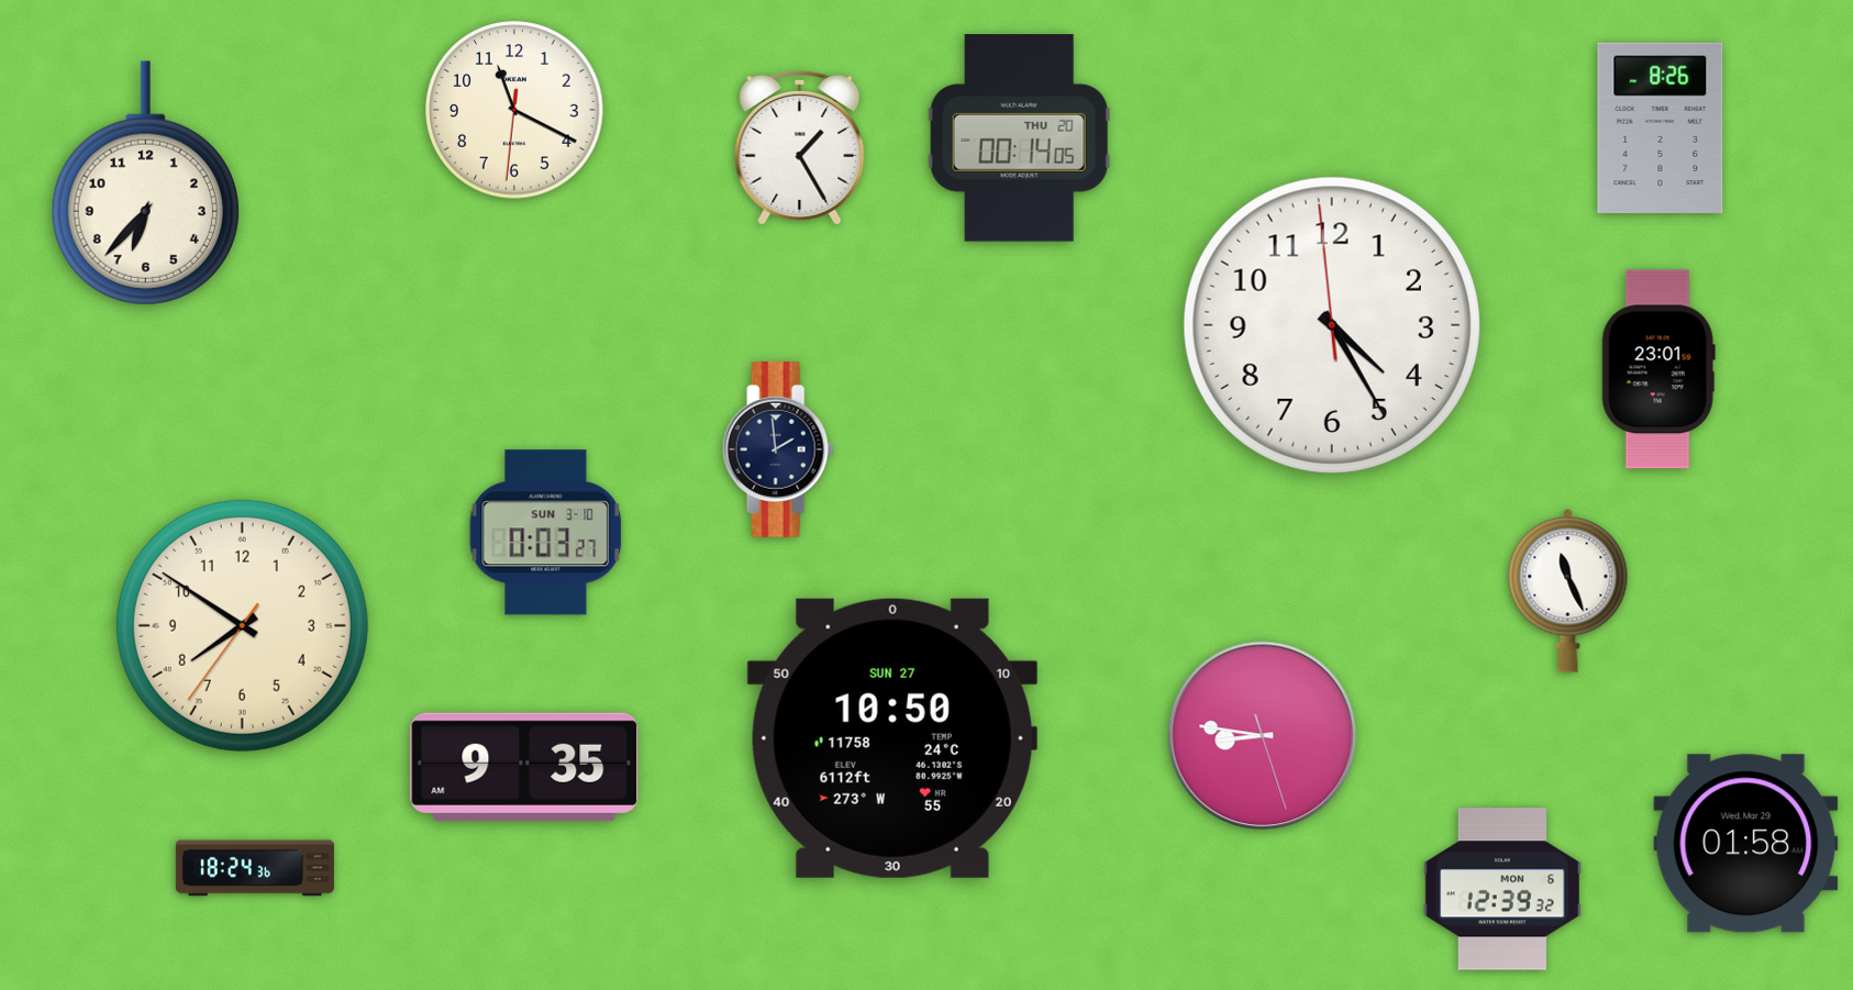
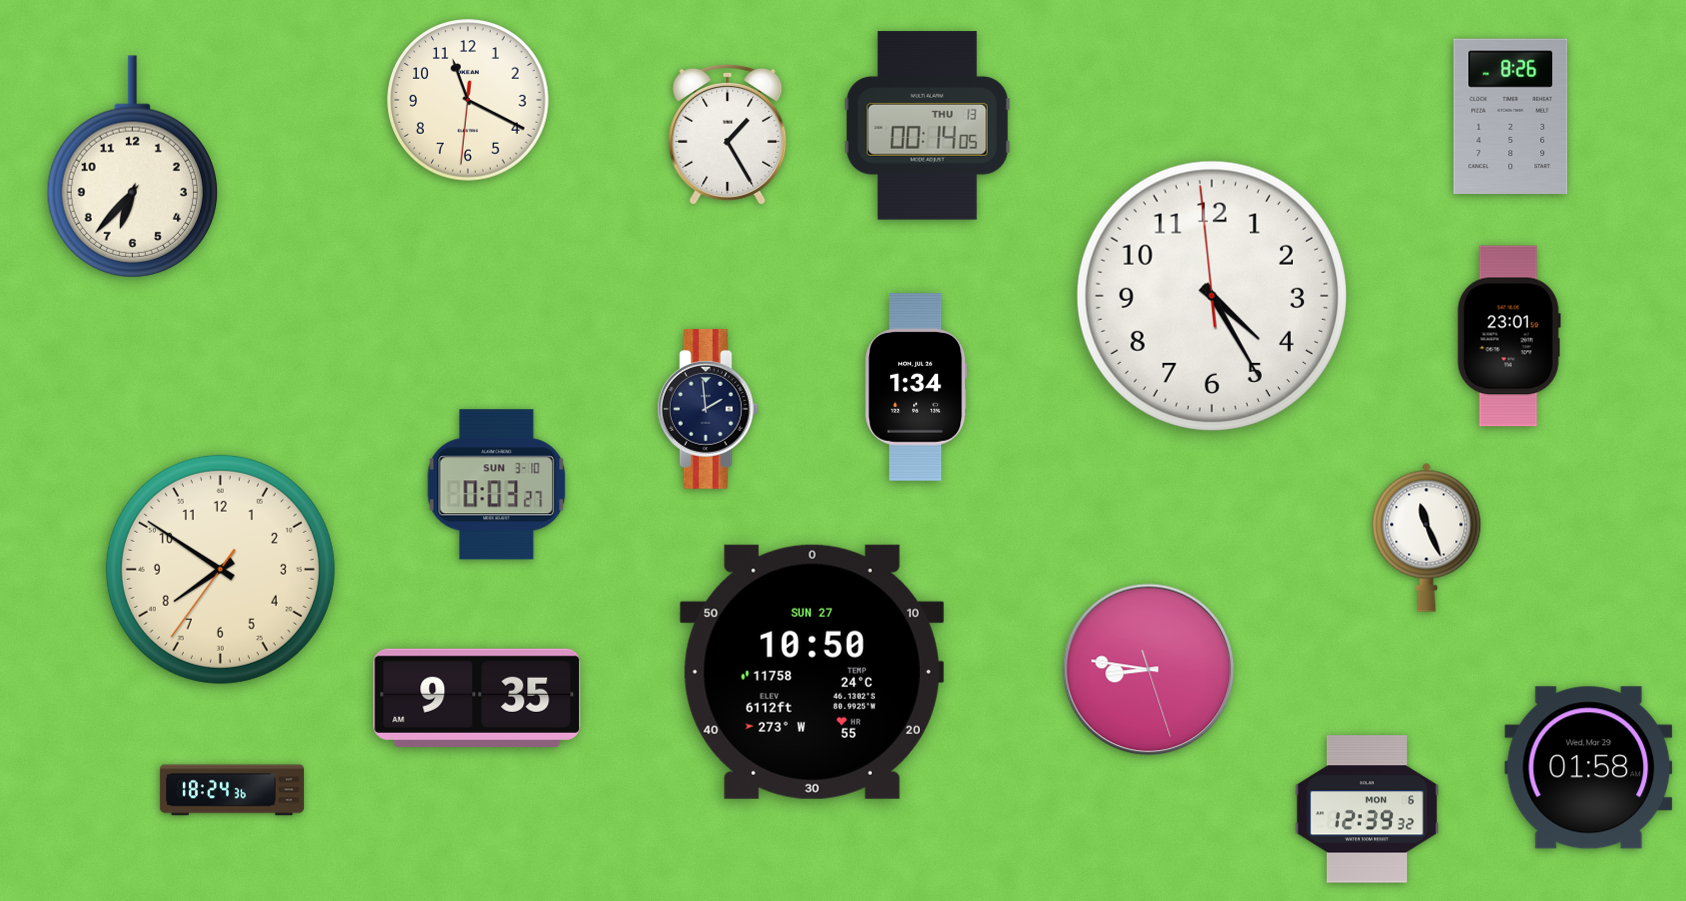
clock at (1019, 138) date: THU 20 -> THU 13
clock at (916, 387): none -> 1:34
